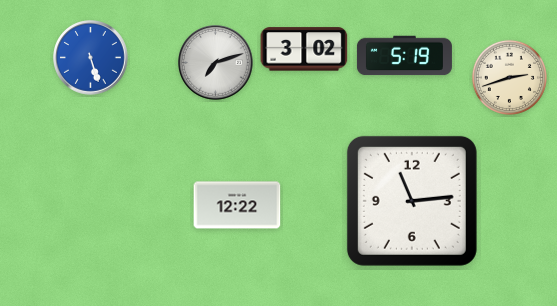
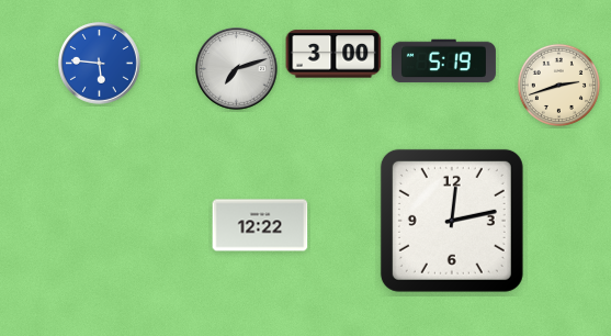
clock at (304, 49): 3:02 -> 3:00
clock at (91, 58): 5:27 -> 5:46
clock at (412, 201): 11:14 -> 12:13
